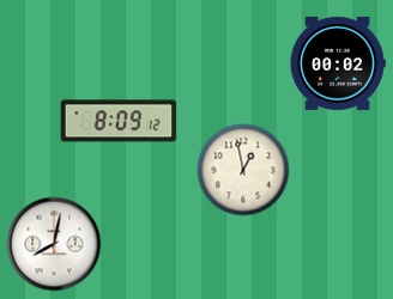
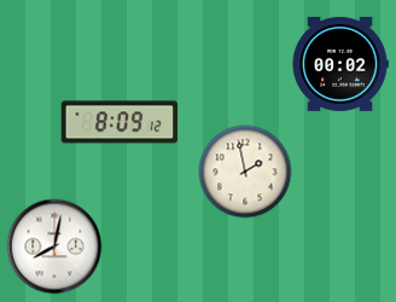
clock at (243, 170): 12:58 -> 1:58
